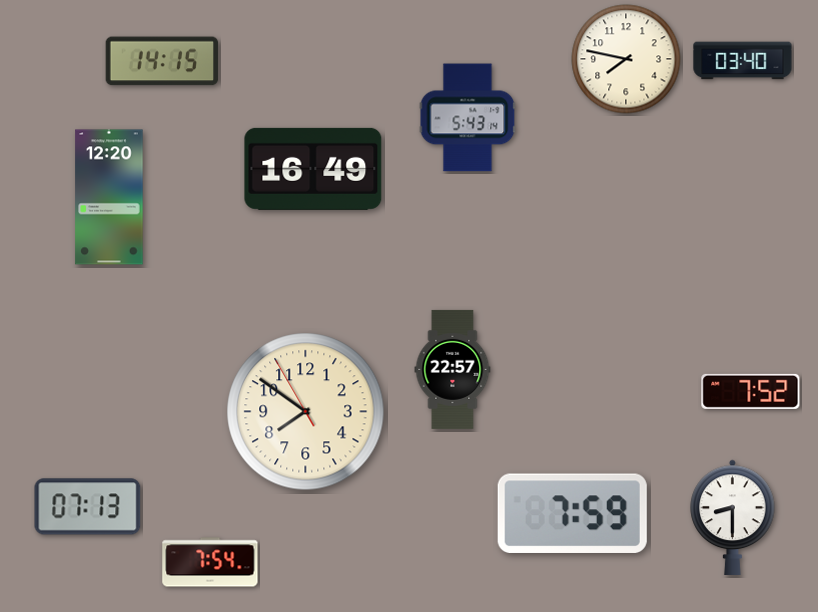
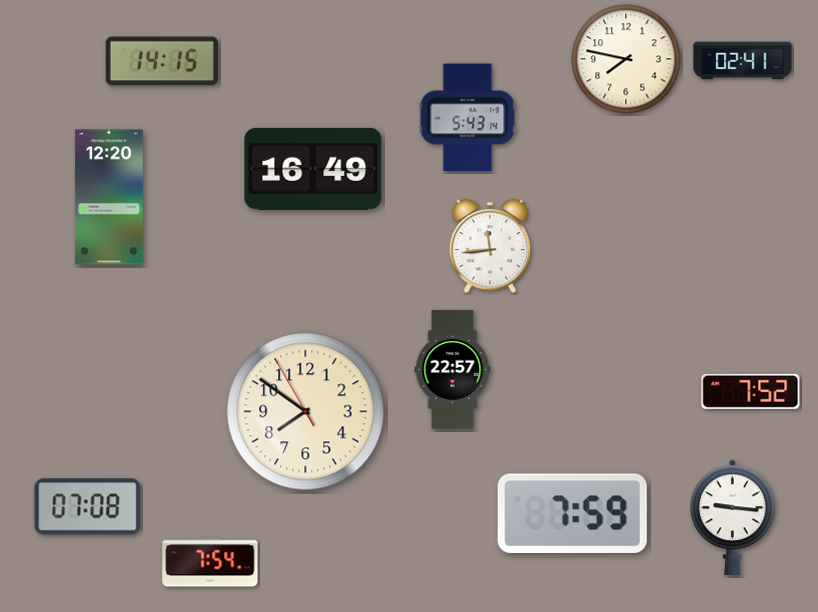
clock at (743, 61): 03:40 -> 02:41
clock at (489, 247): none -> 11:44
clock at (88, 507): 07:13 -> 07:08
clock at (733, 517): 8:30 -> 9:16
